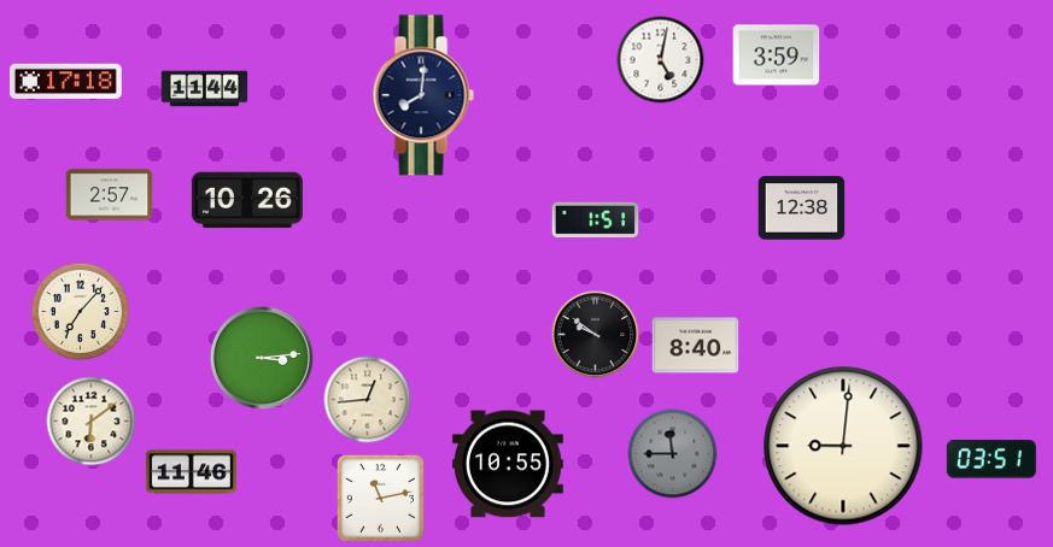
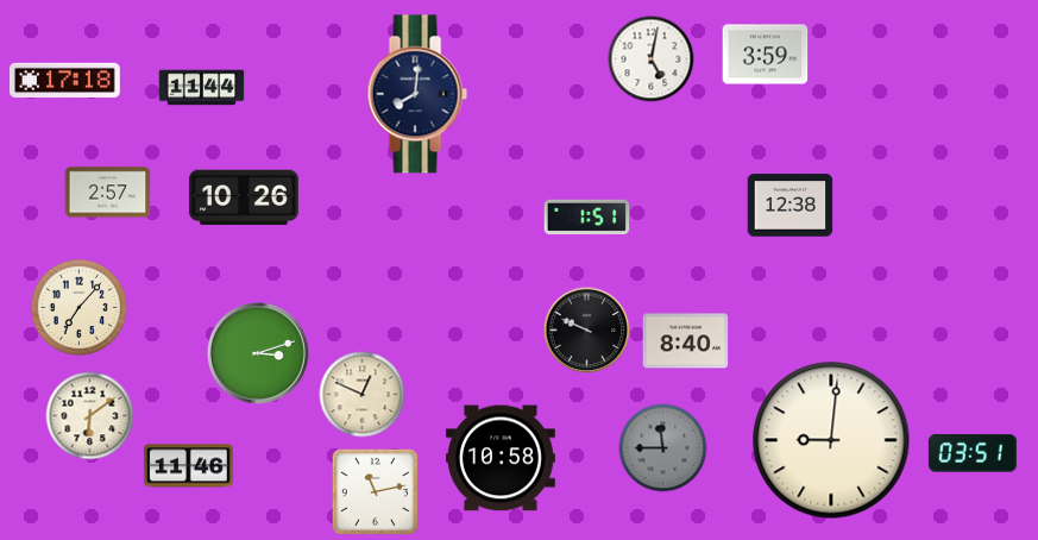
clock at (596, 335): 9:51 -> 9:49
clock at (262, 358): 3:14 -> 3:12
clock at (368, 400): 12:44 -> 12:49
clock at (991, 459) position: (991, 459) -> (973, 453)
clock at (508, 464): 10:55 -> 10:58
